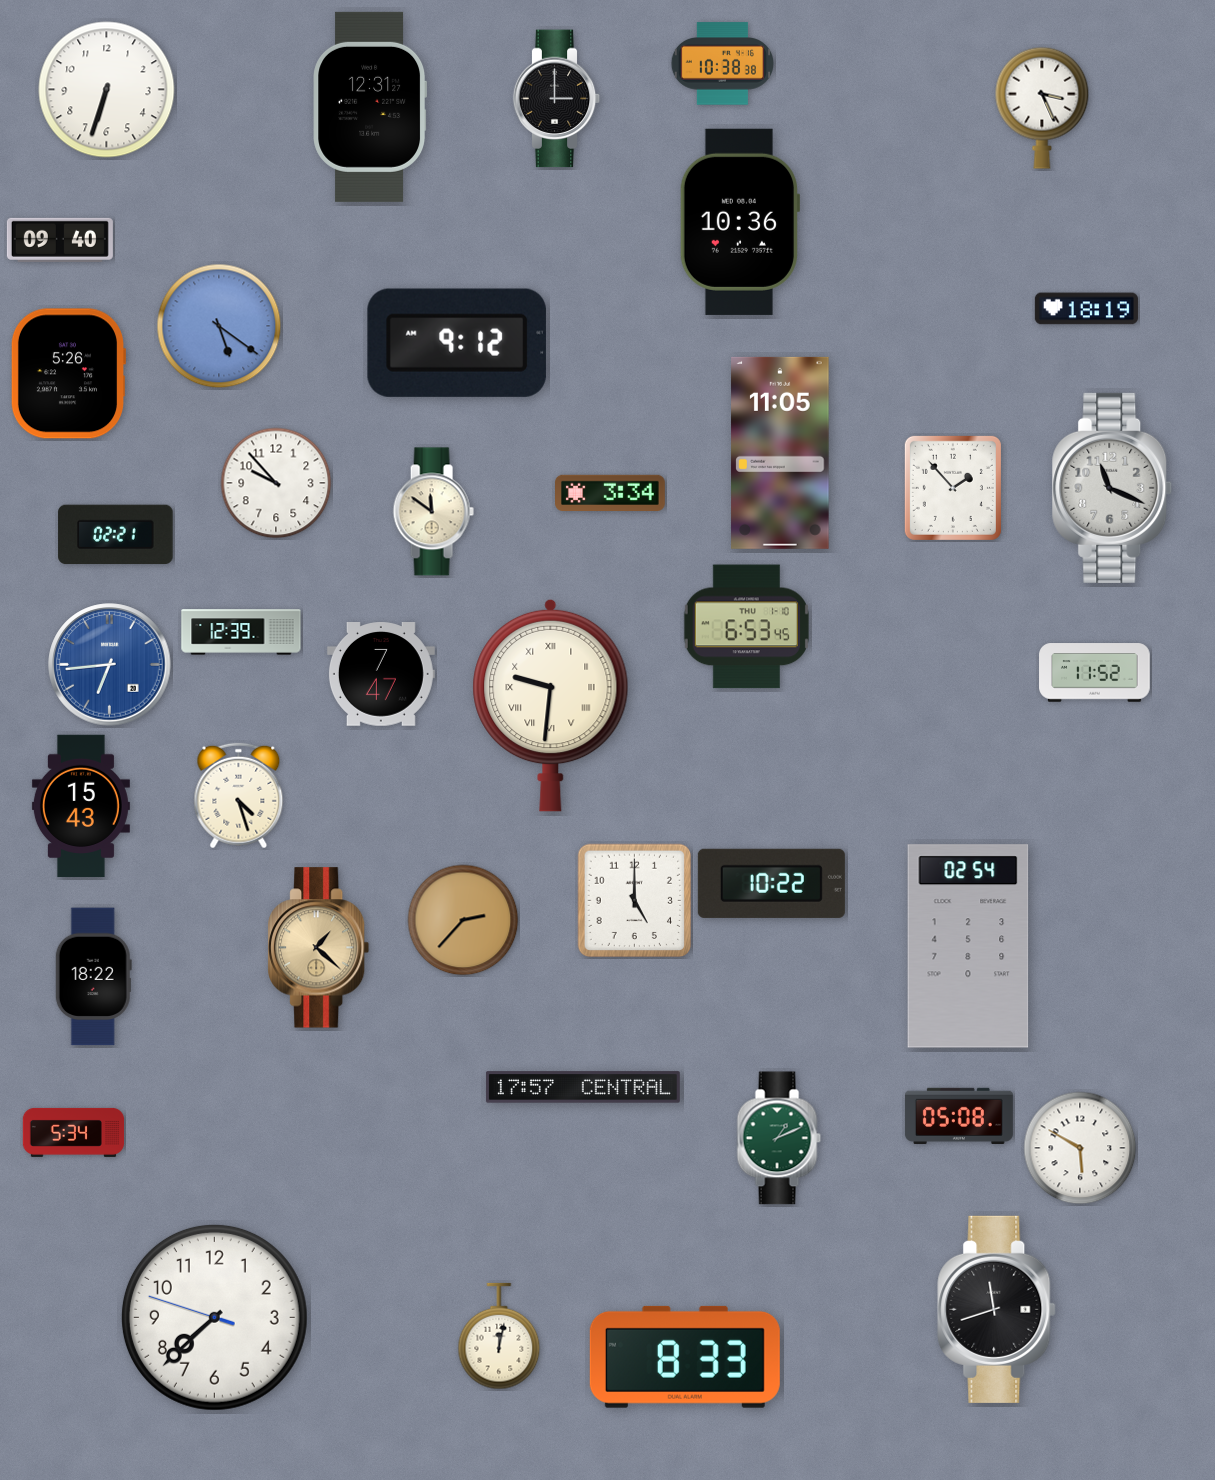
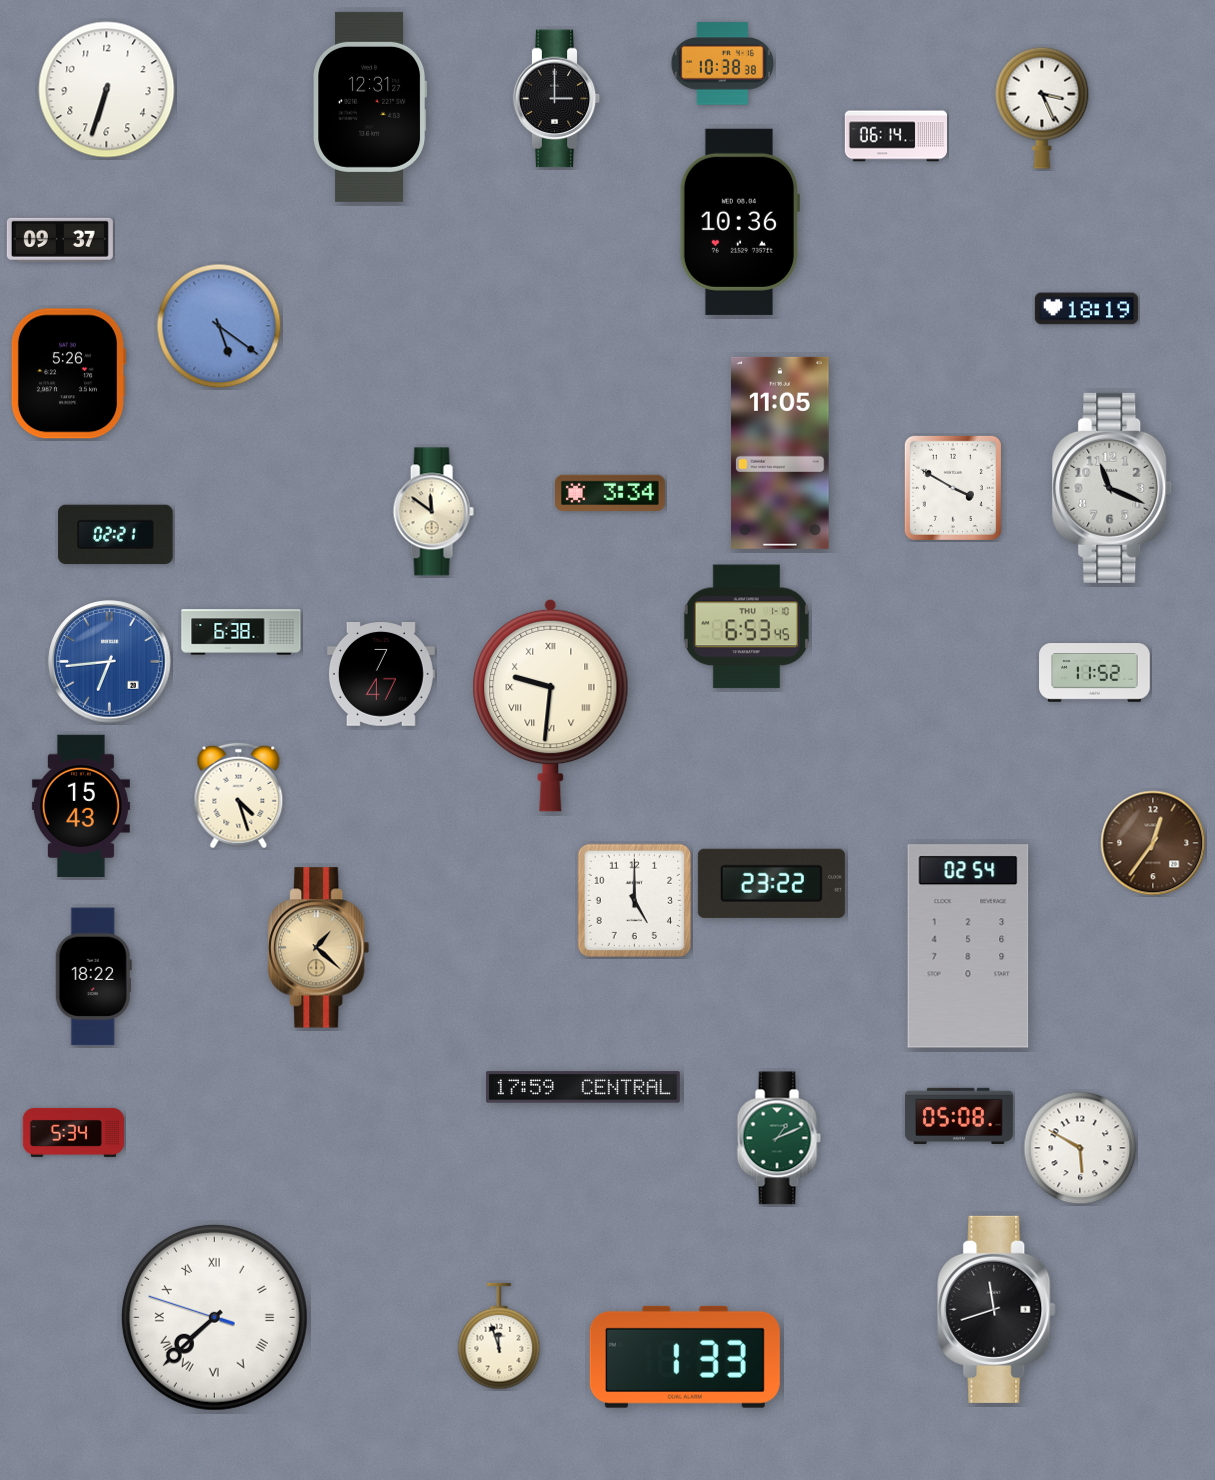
clock at (895, 136): none -> 06:14
clock at (60, 240): 09:40 -> 09:37
clock at (457, 343): 9:12 -> none
clock at (276, 483): 9:53 -> none
clock at (953, 488): 1:53 -> 3:50
clock at (241, 632): 12:39 -> 6:38
clock at (110, 665) position: (110, 665) -> (110, 662)
clock at (1153, 843): none -> 12:36
clock at (771, 883): 10:22 -> 23:22
clock at (463, 920): 2:37 -> none
clock at (583, 1087): 17:57 -> 17:59
clock at (214, 1317) numerals: Arabic -> Roman
clock at (499, 1336): 12:02 -> 11:57
clock at (685, 1357): 8:33 -> 1:33
